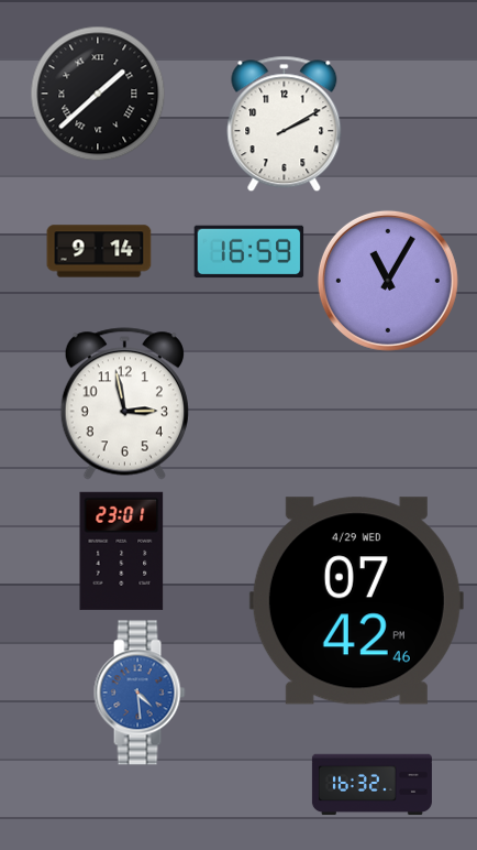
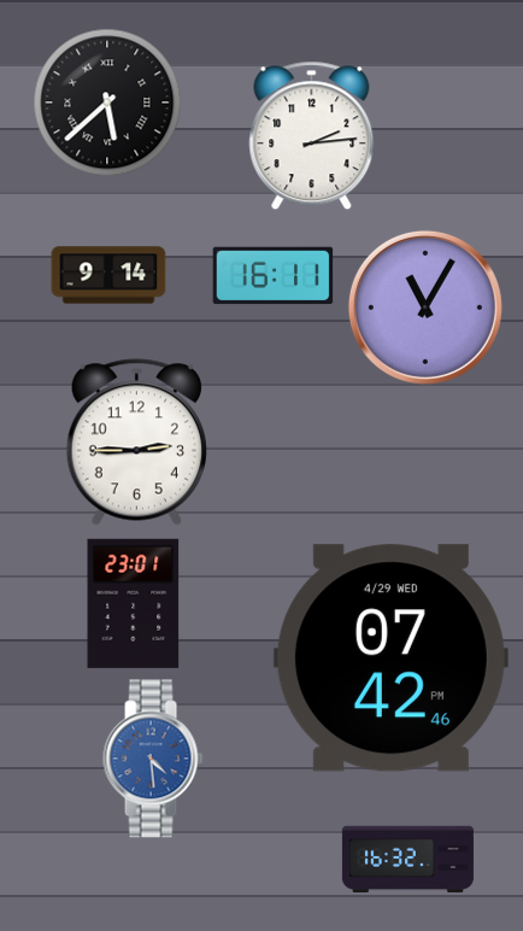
clock at (98, 94): 1:38 -> 5:38
clock at (285, 124): 2:10 -> 2:14
clock at (249, 252): 16:59 -> 16:11
clock at (124, 404): 2:58 -> 2:45
